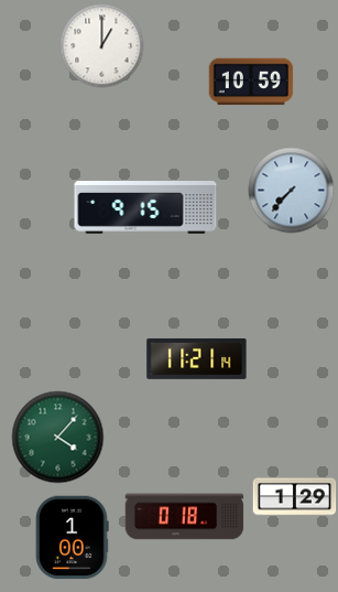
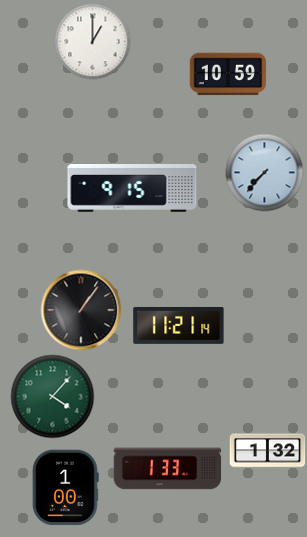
clock at (81, 310): none -> 1:06
clock at (295, 497): 1:29 -> 1:32
clock at (185, 517): 0:18 -> 1:33
